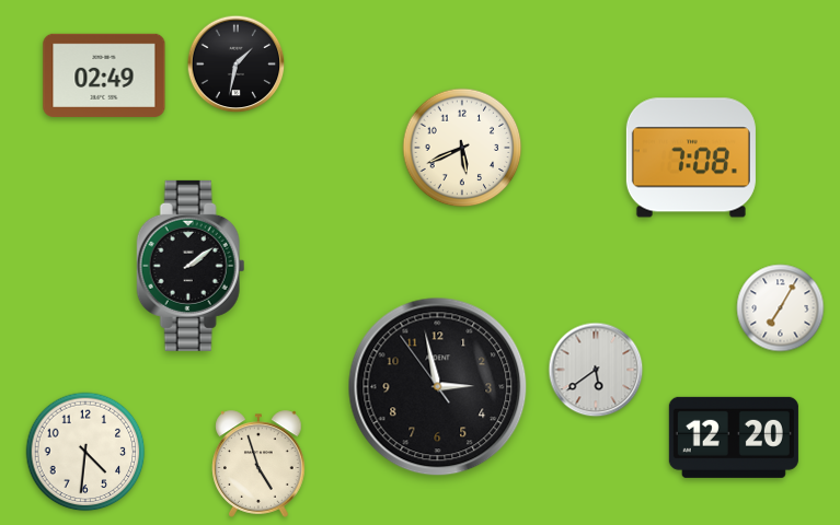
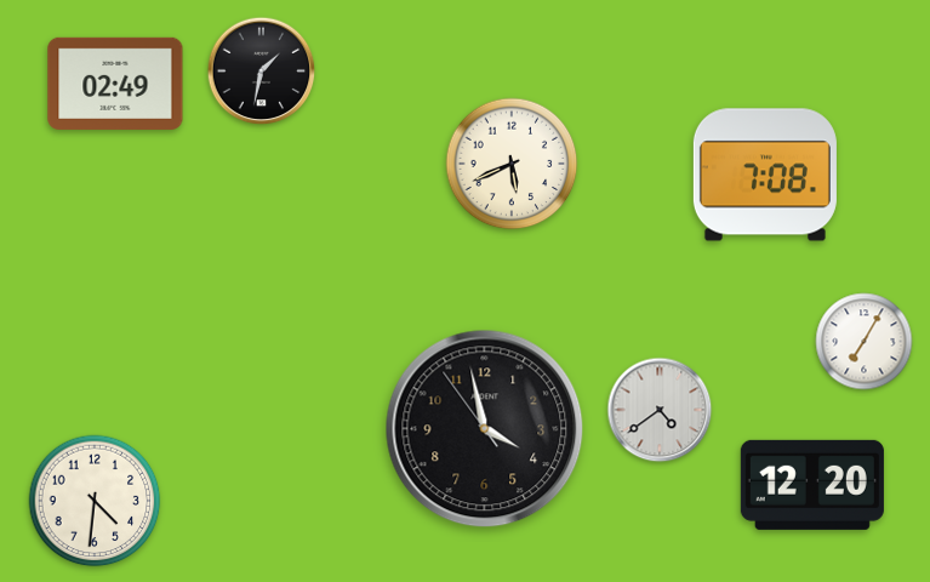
clock at (191, 266): 2:09 -> none
clock at (596, 370): 5:39 -> 4:39
clock at (438, 387): 2:57 -> 3:57
clock at (258, 464): 4:57 -> none
